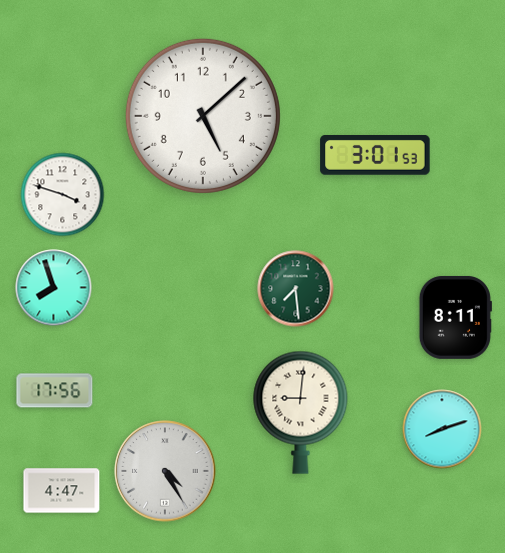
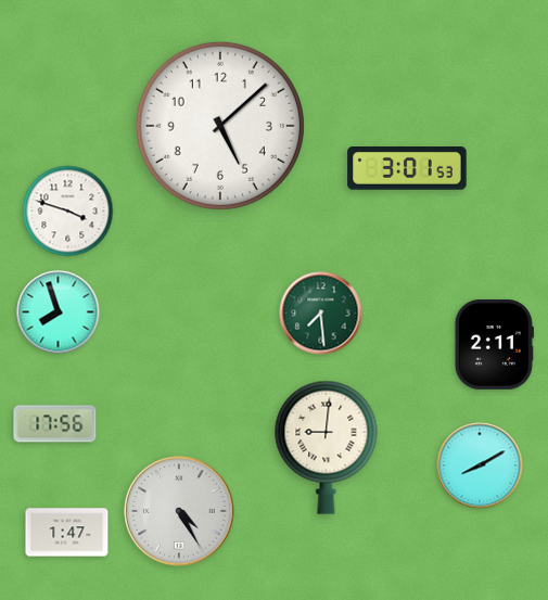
clock at (455, 317): 8:11 -> 2:11
clock at (55, 391) position: (55, 391) -> (55, 424)
clock at (442, 429): 8:12 -> 8:10
clock at (62, 491): 4:47 -> 1:47
